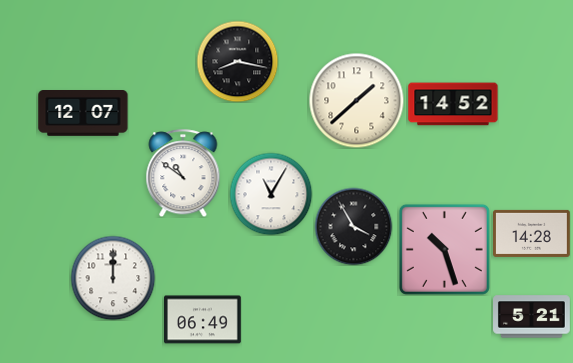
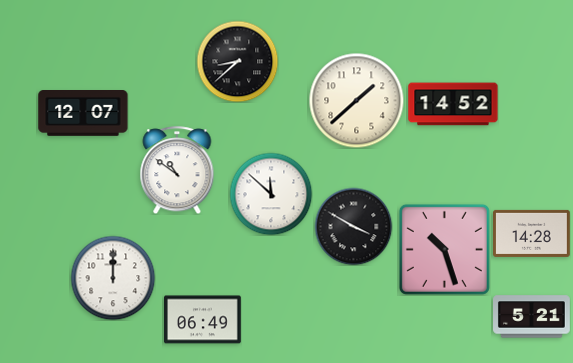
clock at (237, 61): 8:17 -> 8:38
clock at (183, 173) position: (183, 173) -> (177, 170)
clock at (271, 194): 11:05 -> 11:52
clock at (353, 226): 3:55 -> 3:50
